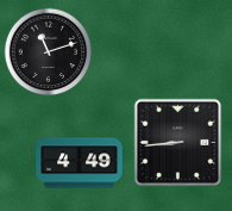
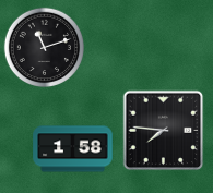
clock at (178, 143): 8:44 -> 7:46
clock at (80, 163): 4:49 -> 1:58
